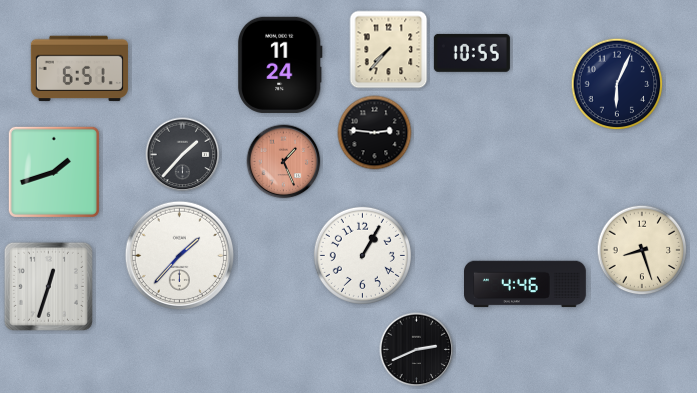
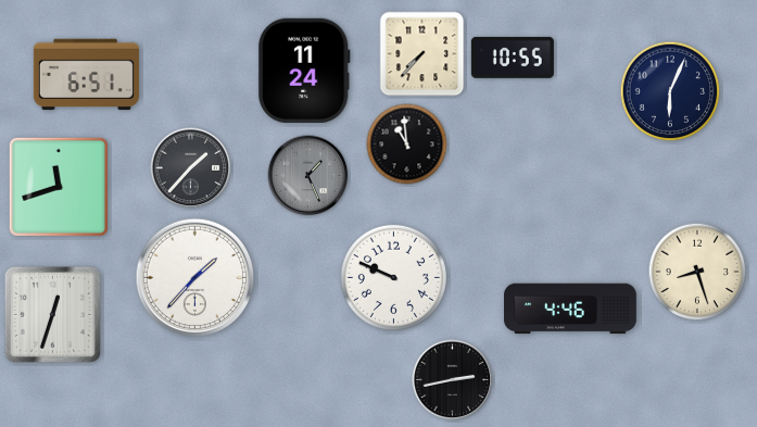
clock at (375, 133): 2:46 -> 10:59
clock at (183, 155) position: (183, 155) -> (191, 168)
clock at (284, 162) dial: salmon -> grey
clock at (54, 172): 1:42 -> 11:42
clock at (362, 255): 1:05 -> 9:49
clock at (48, 286) position: (48, 286) -> (52, 314)
clock at (417, 350): 2:41 -> 2:43
